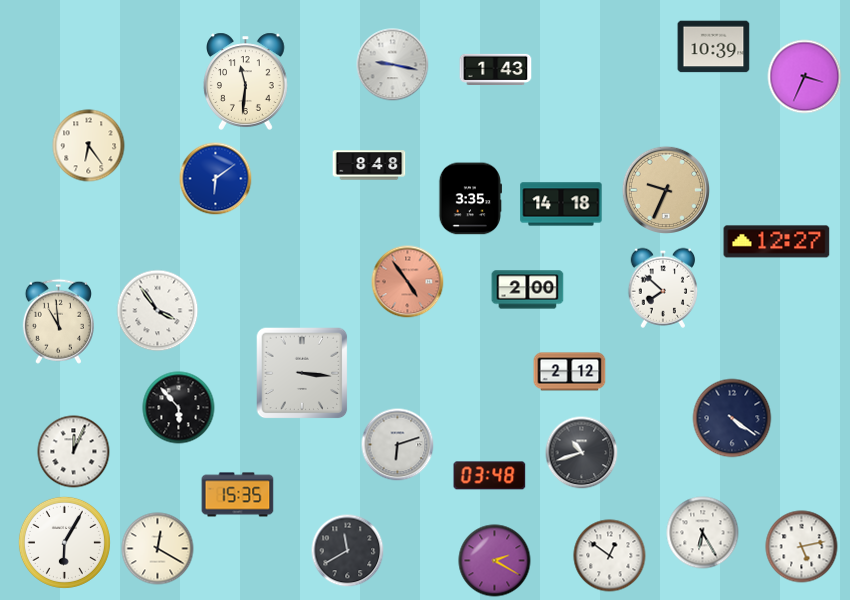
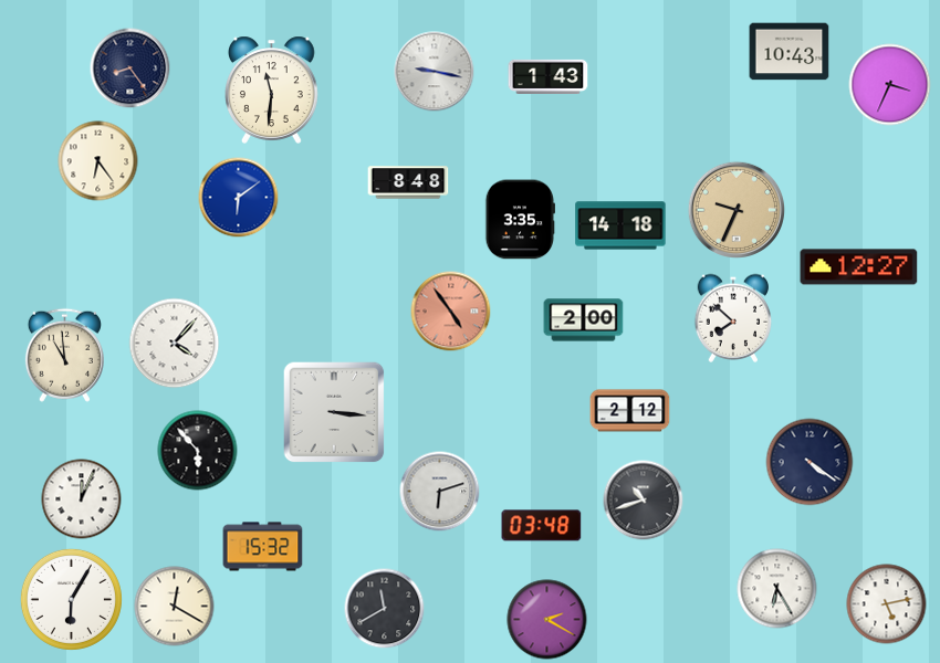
clock at (714, 47): 10:39 -> 10:43
clock at (130, 69): none -> 8:24
clock at (158, 311): 3:54 -> 4:07
clock at (238, 495): 15:35 -> 15:32
clock at (610, 556): 12:51 -> none
